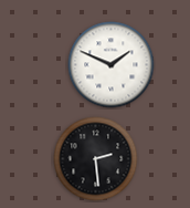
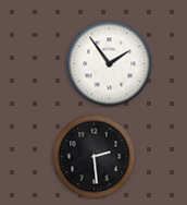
clock at (112, 65): 1:49 -> 1:54
